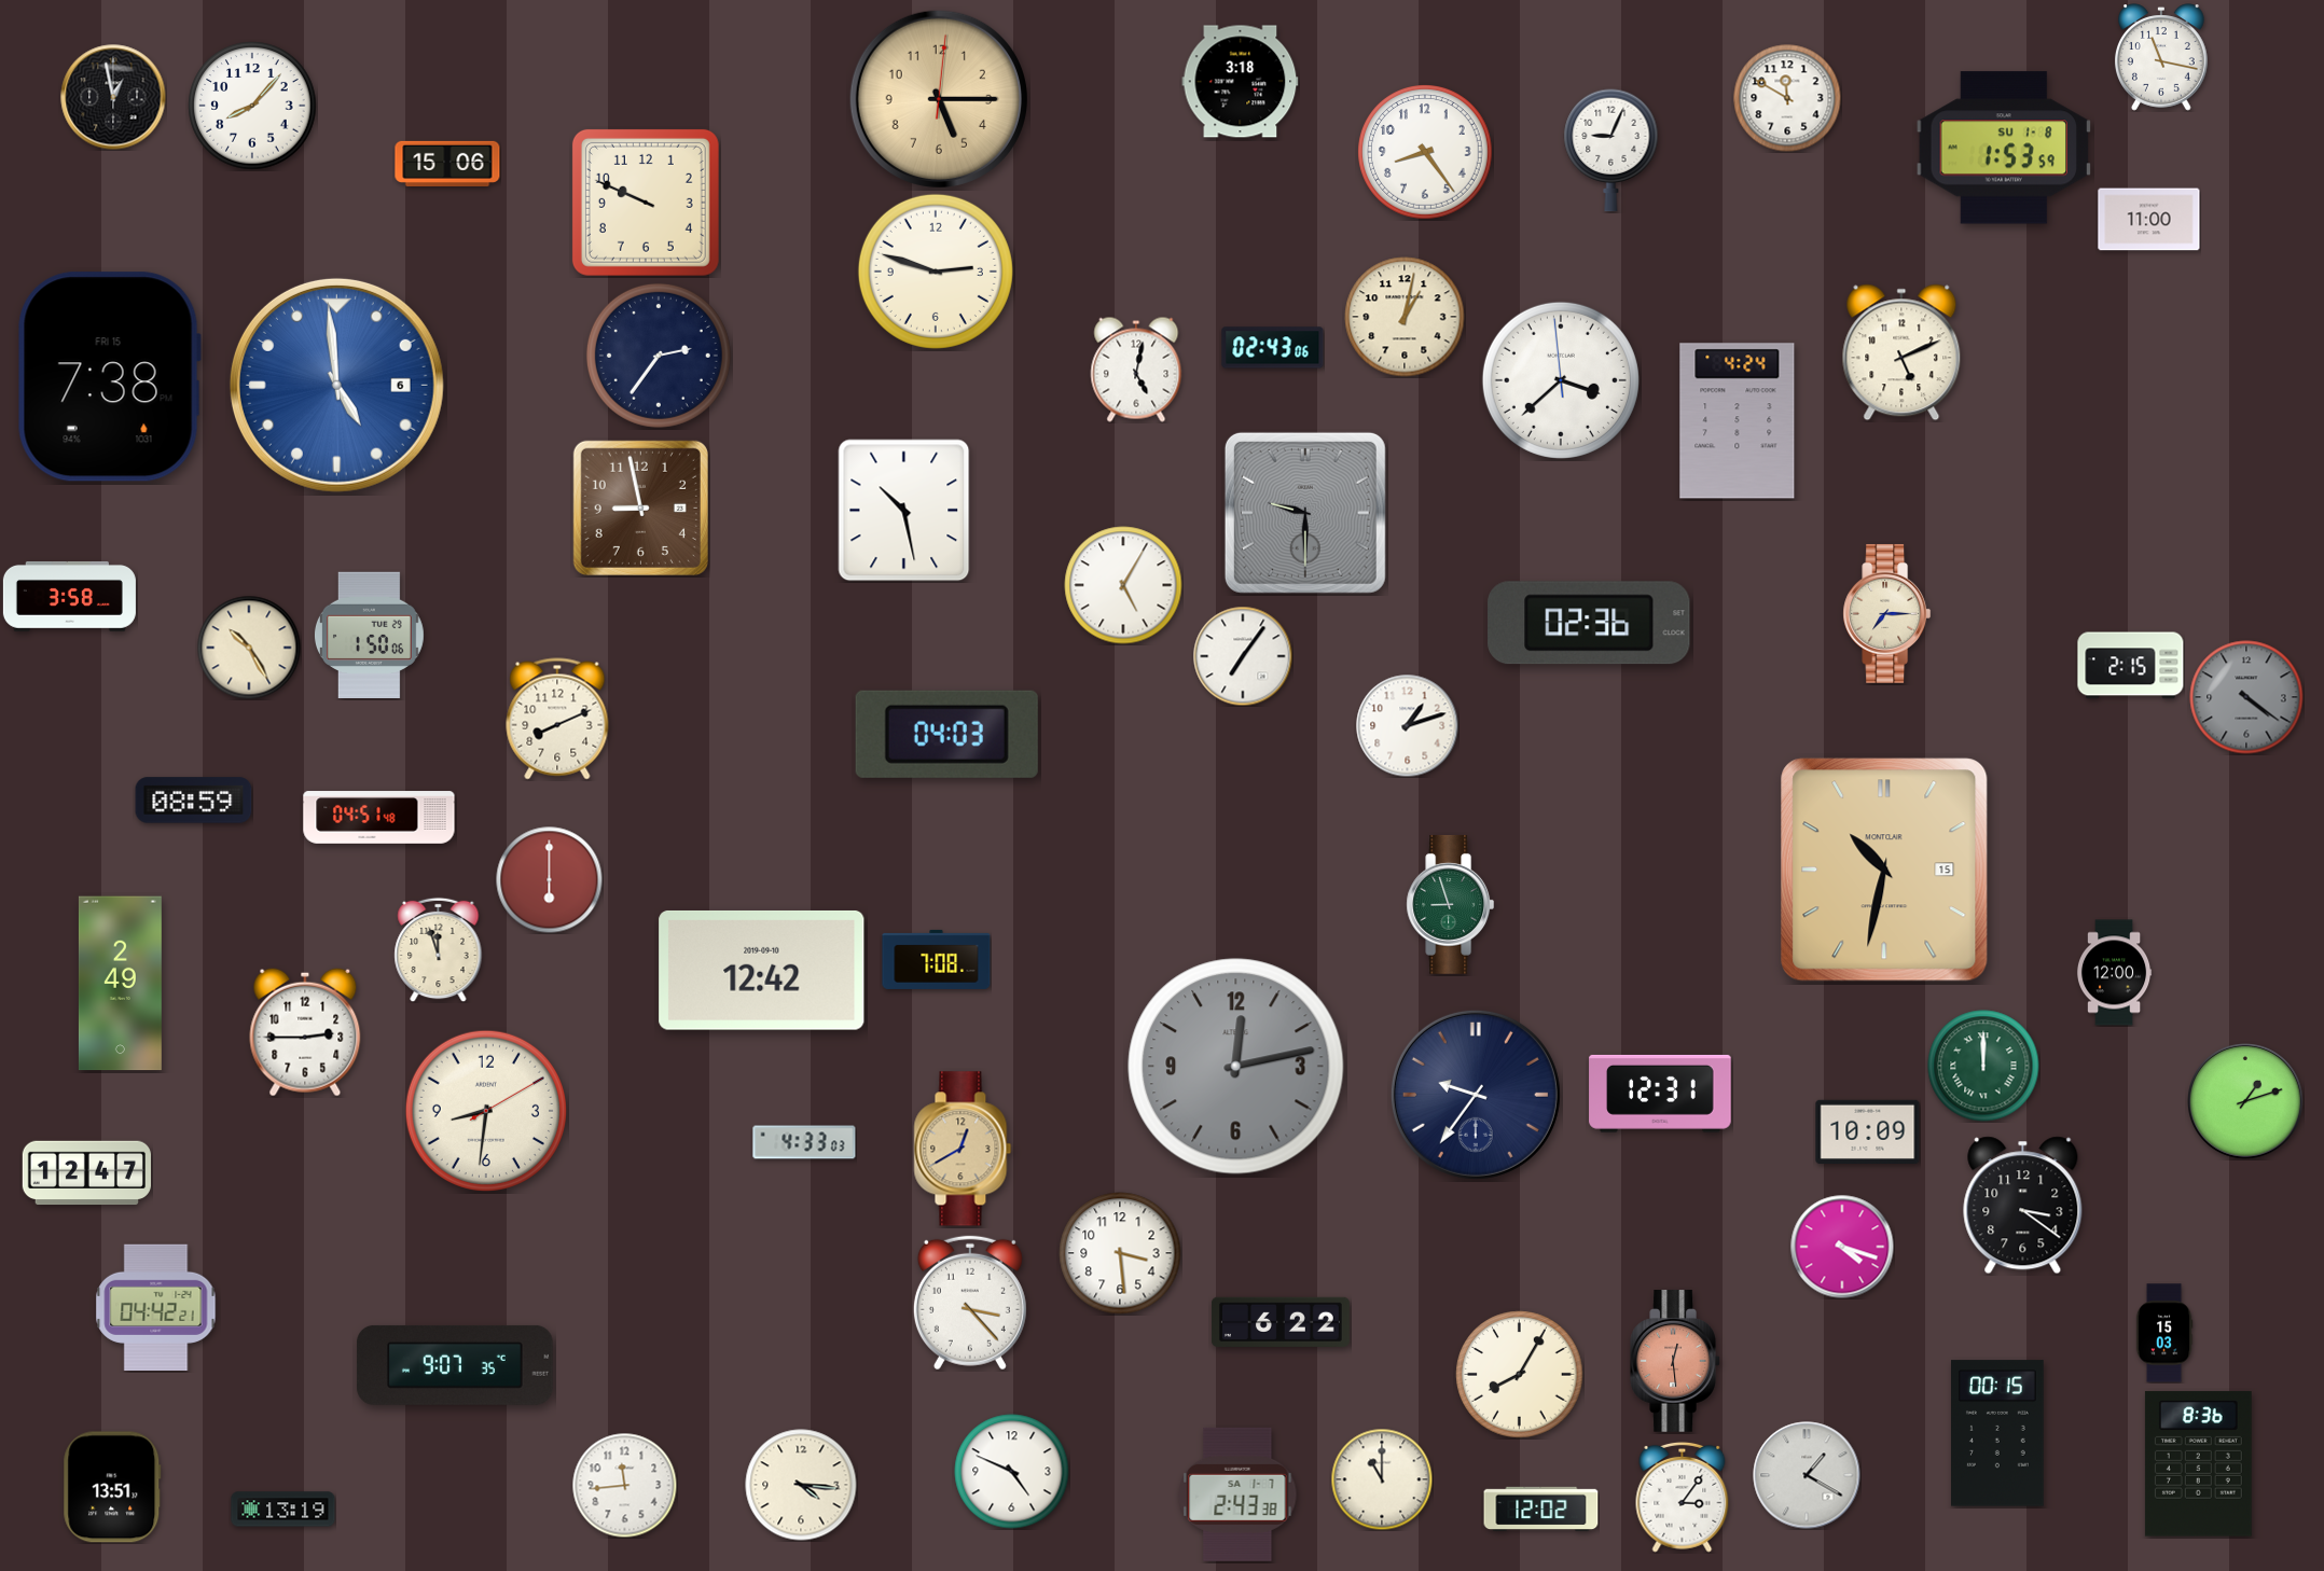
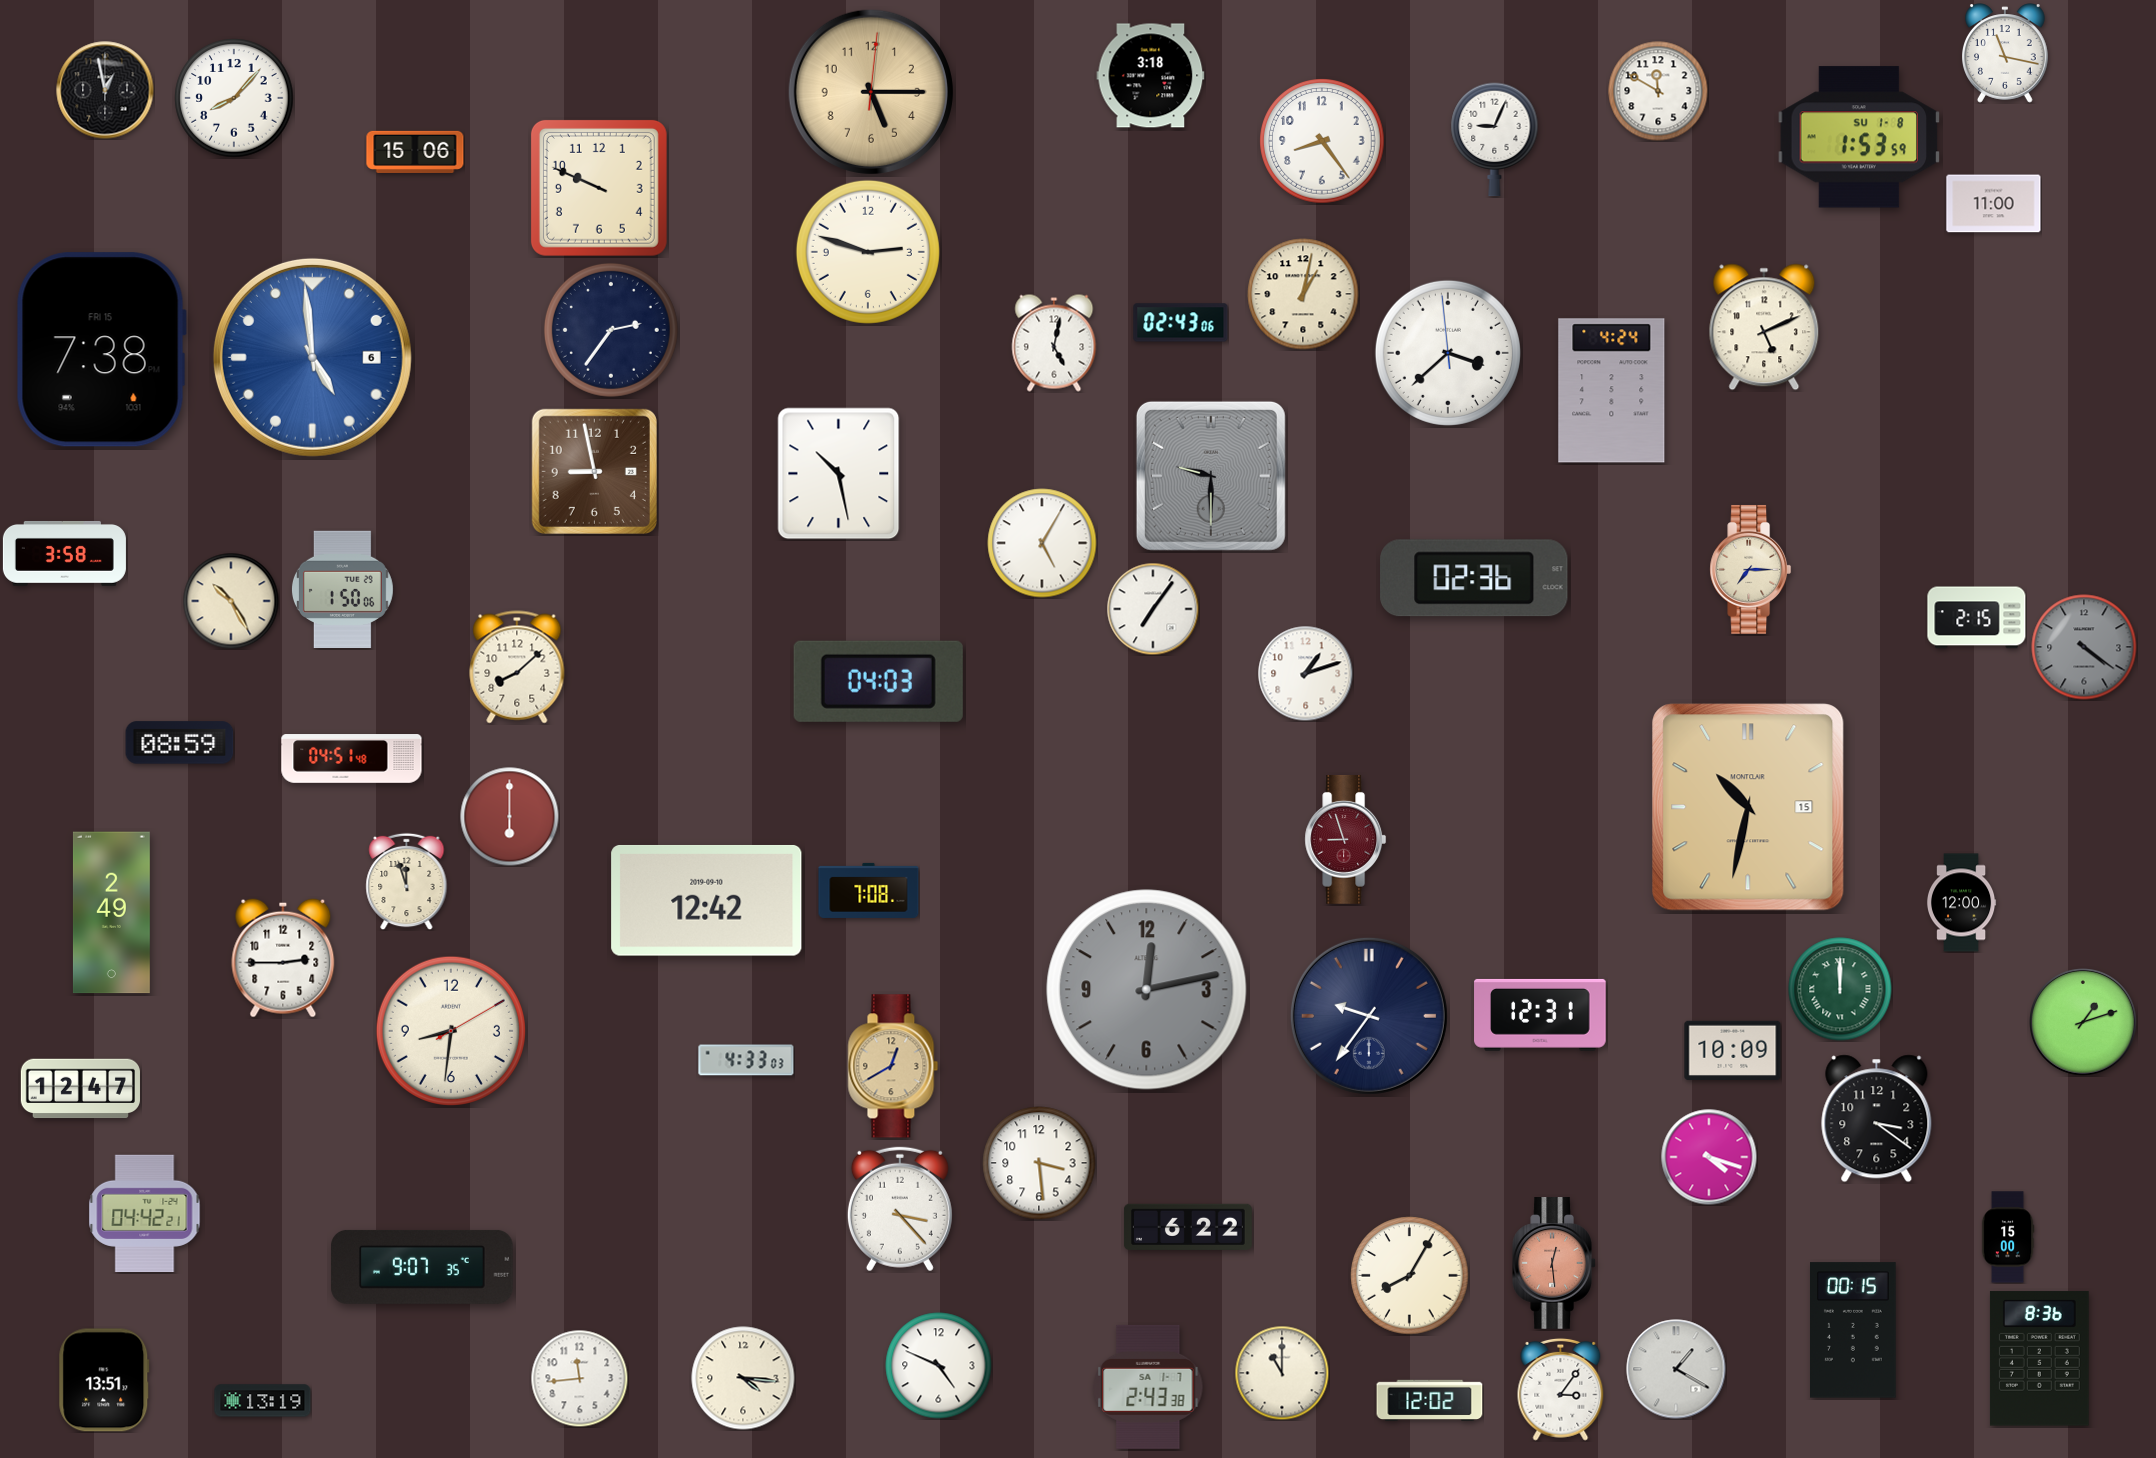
clock at (557, 719): 8:11 -> 8:08
clock at (1451, 904) dial: green -> burgundy
clock at (2164, 1333): 15:03 -> 15:00
